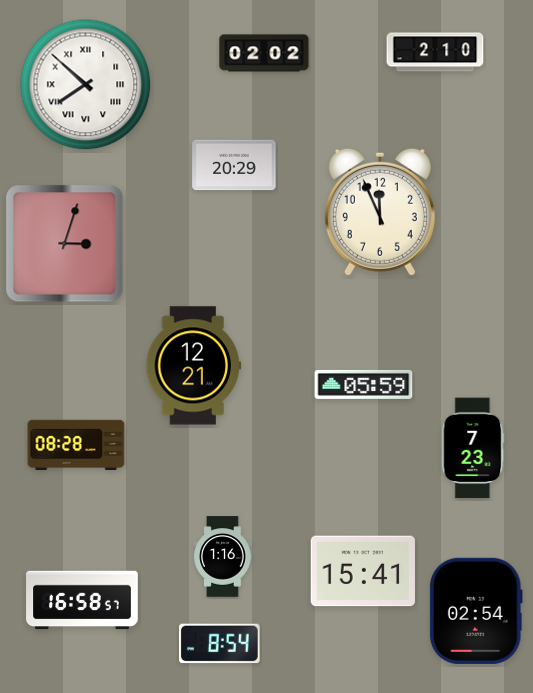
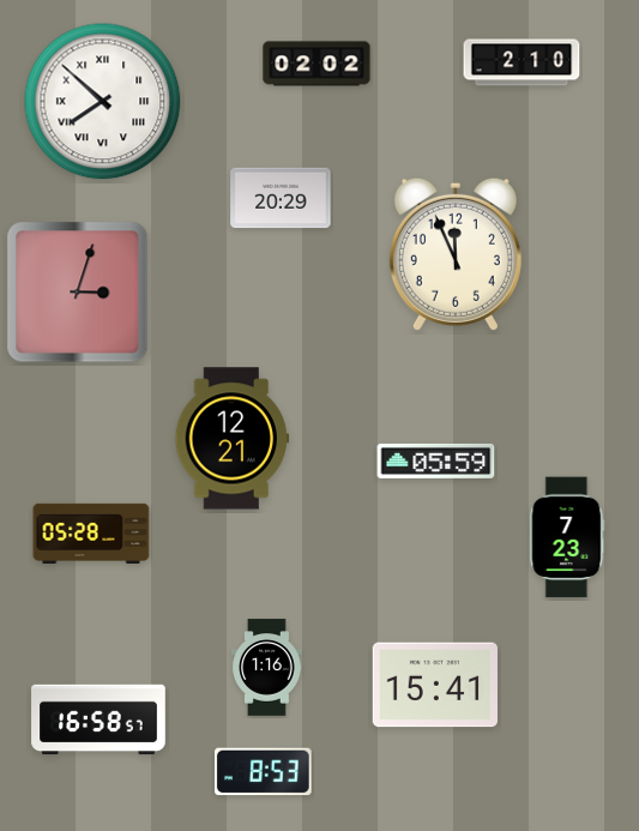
clock at (76, 444): 08:28 -> 05:28
clock at (476, 611): 02:54 -> none
clock at (220, 644): 8:54 -> 8:53
